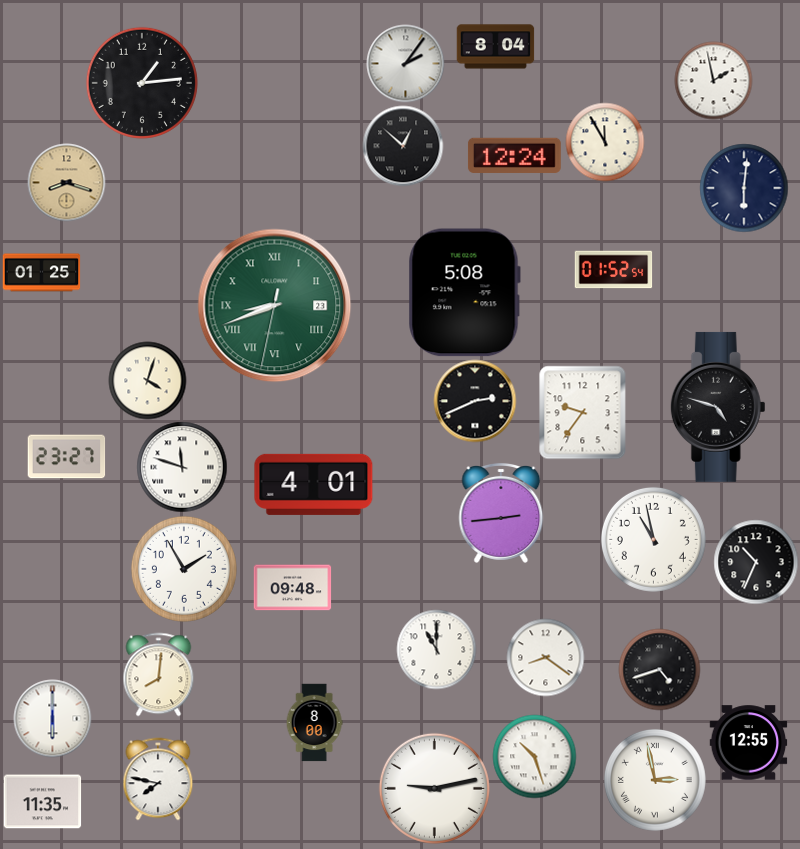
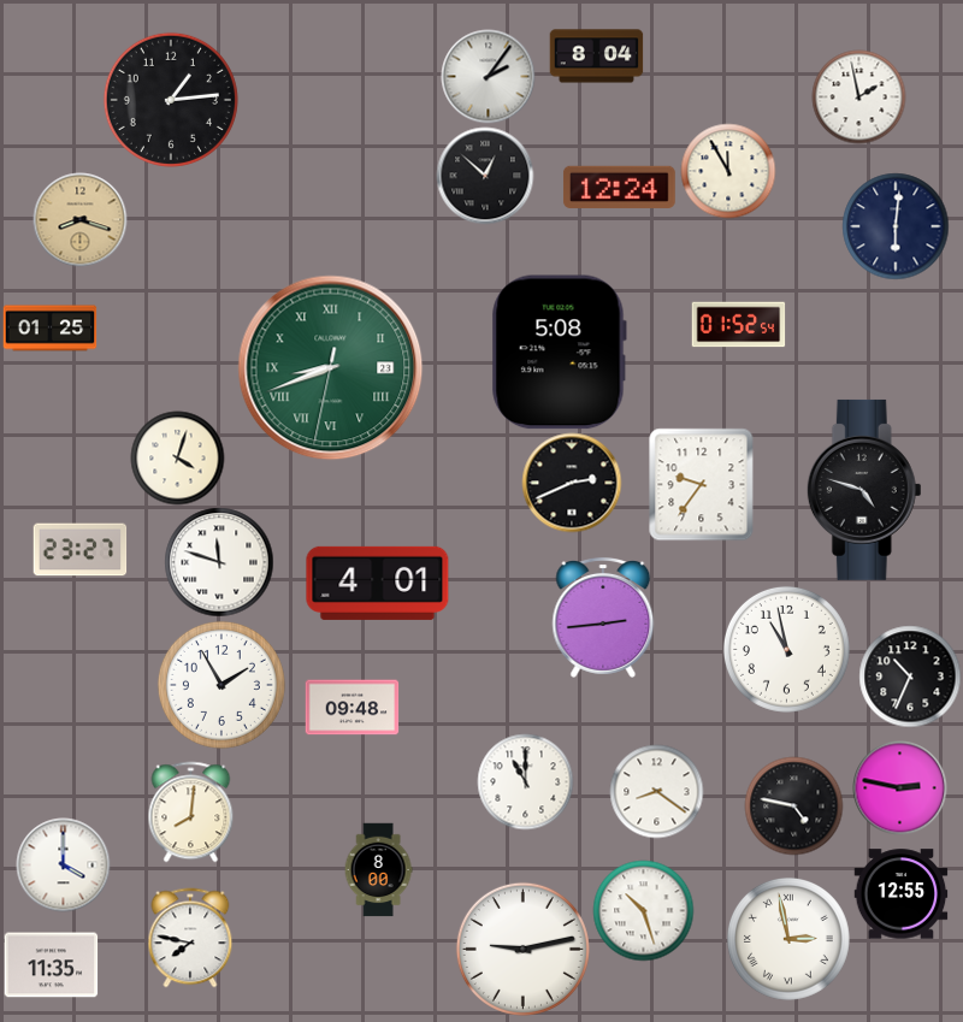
clock at (583, 412) position: (583, 412) -> (702, 484)
clock at (899, 787): none -> 2:47
clock at (659, 669): 4:42 -> 4:47
clock at (52, 718): 6:00 -> 4:00
